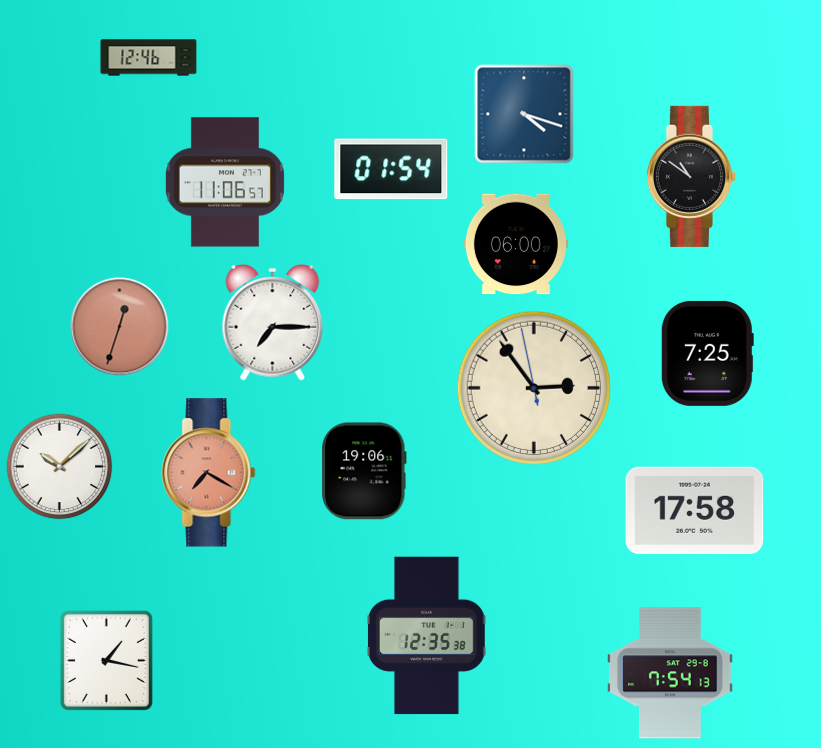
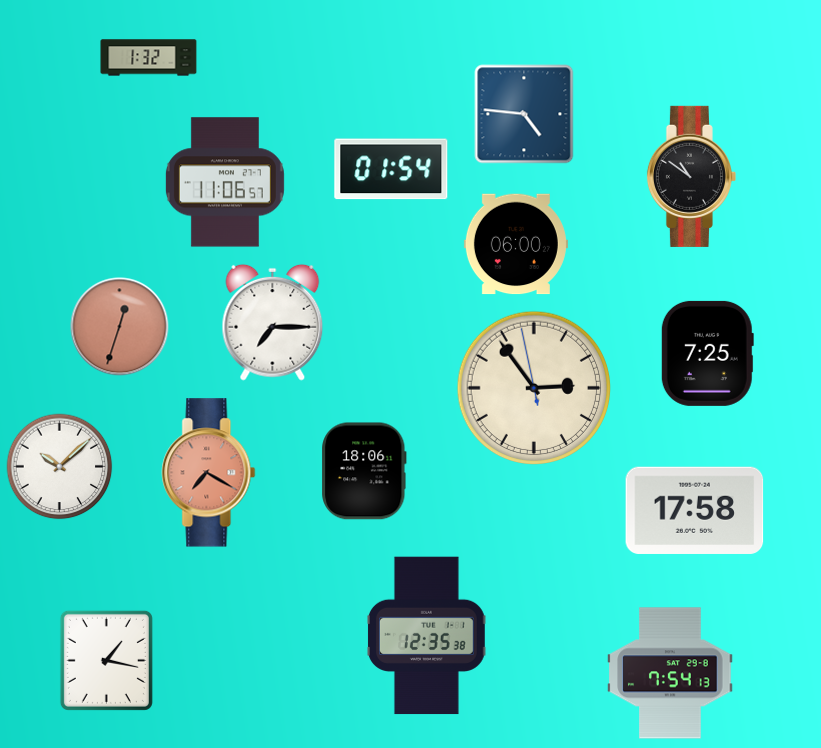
clock at (149, 58): 12:46 -> 1:32
clock at (524, 114): 4:18 -> 4:46
clock at (364, 471): 19:06 -> 18:06
